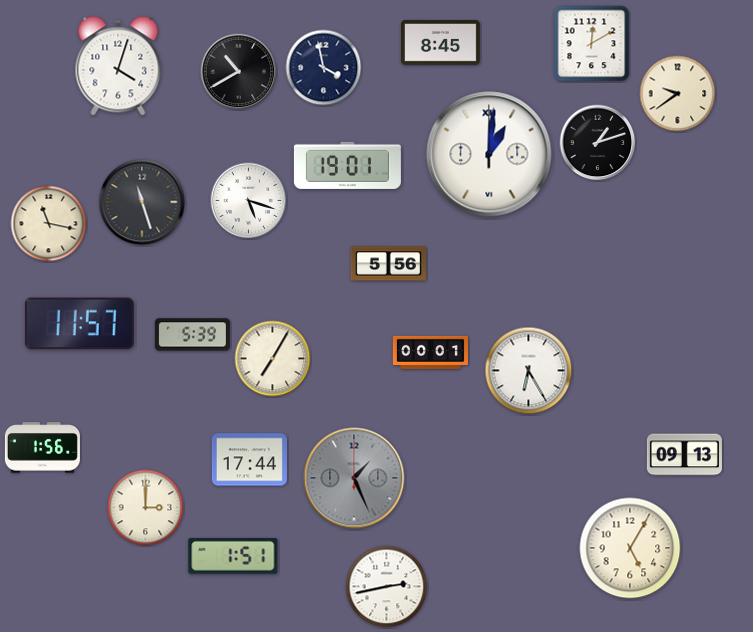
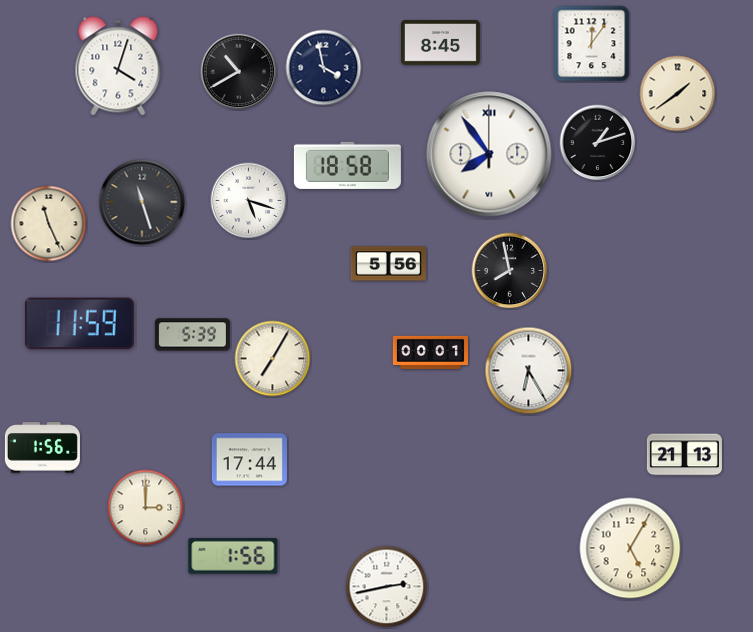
clock at (592, 44): 12:10 -> 12:06
clock at (678, 94): 9:39 -> 1:39
clock at (489, 154): 1:01 -> 7:54
clock at (347, 165): 19:01 -> 18:58
clock at (49, 224): 11:17 -> 11:26
clock at (510, 271): none -> 7:58
clock at (79, 324): 11:57 -> 11:59
clock at (684, 455): 09:13 -> 21:13
clock at (354, 478): 1:26 -> none
clock at (233, 556): 1:51 -> 1:56
